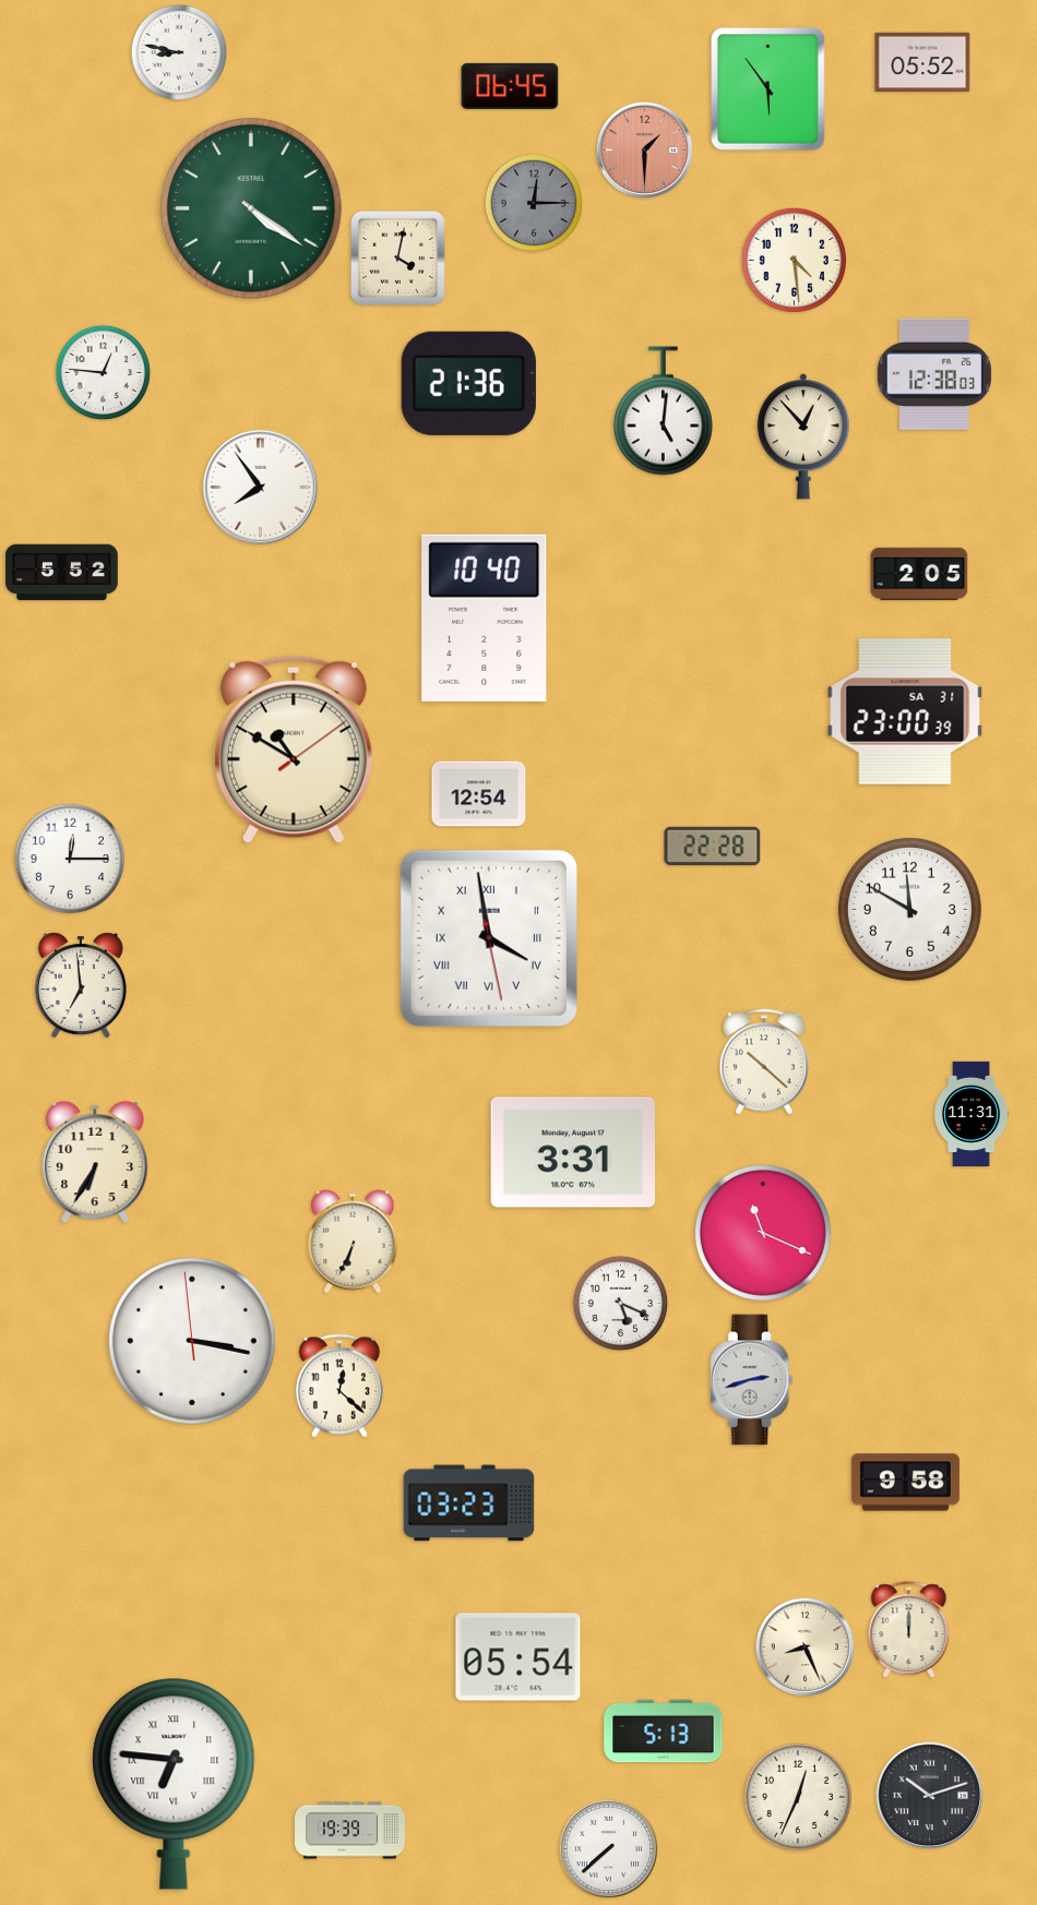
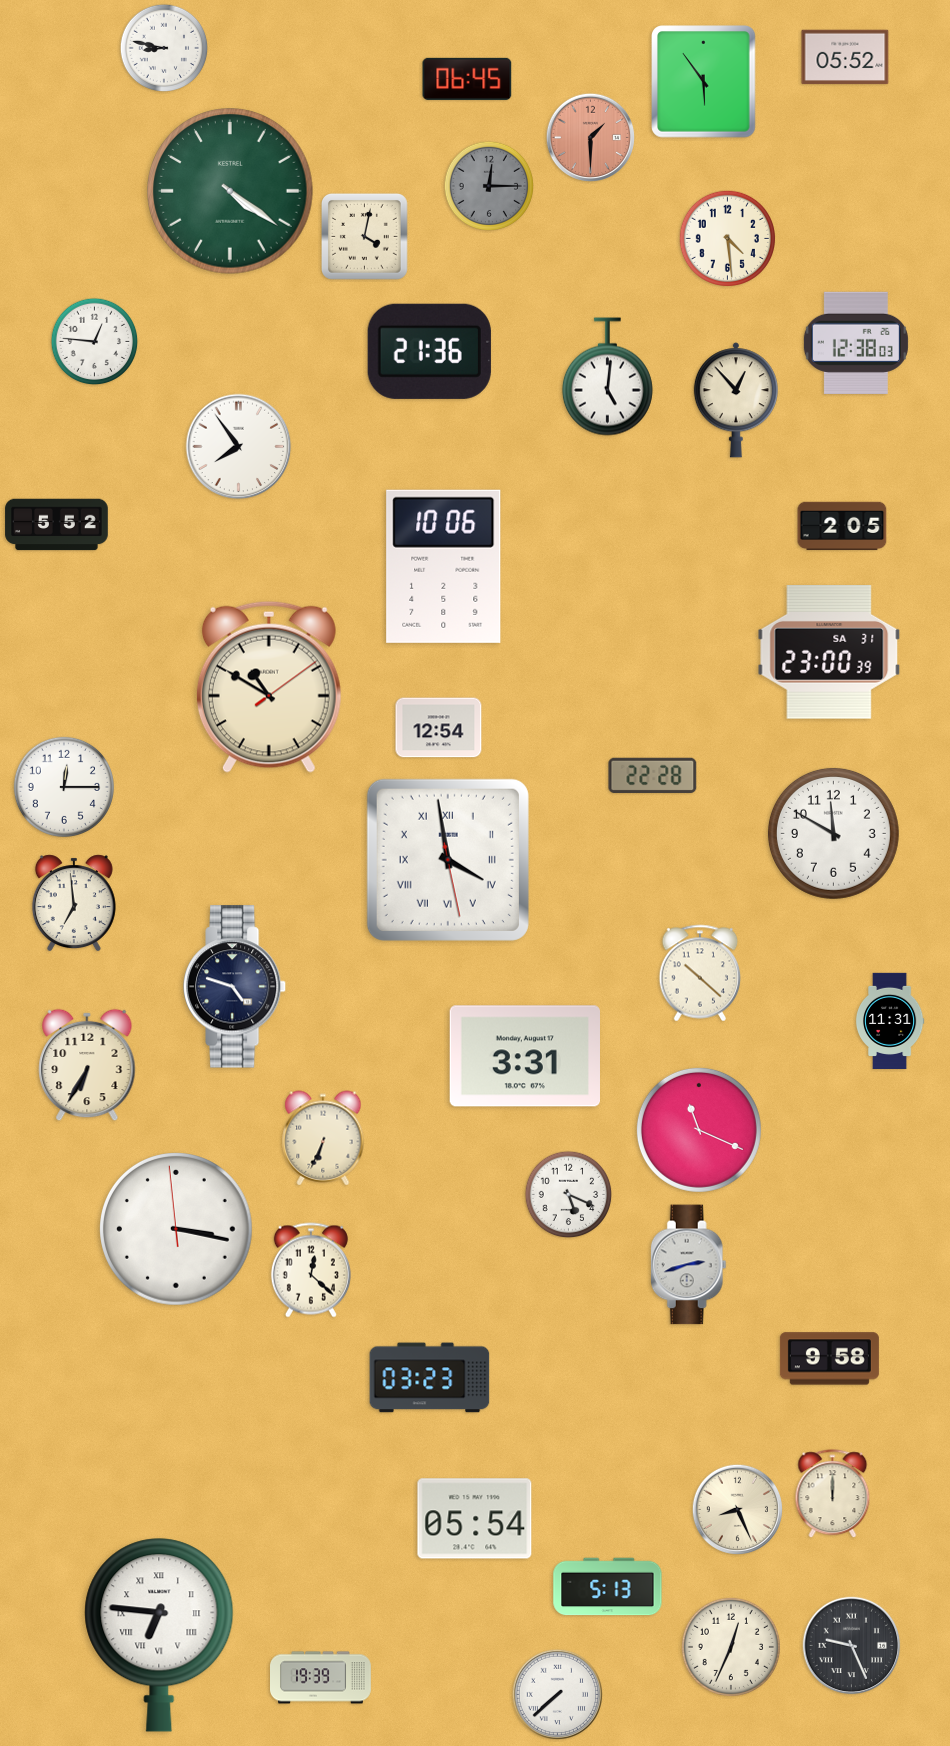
clock at (485, 618): 10:40 -> 10:06
clock at (235, 987): none -> 4:48
clock at (930, 1796): 10:12 -> 9:26
